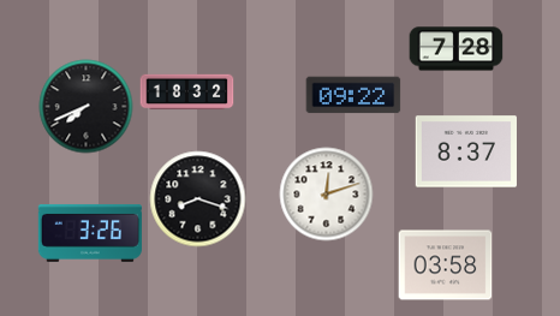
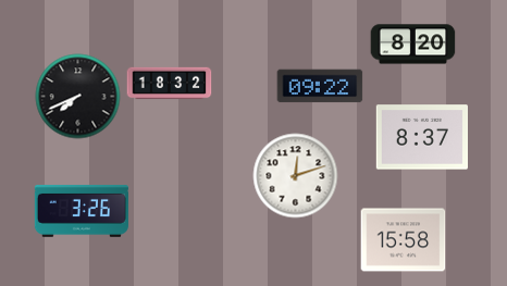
clock at (455, 49): 7:28 -> 8:20
clock at (197, 198): 8:18 -> none
clock at (445, 266): 03:58 -> 15:58
